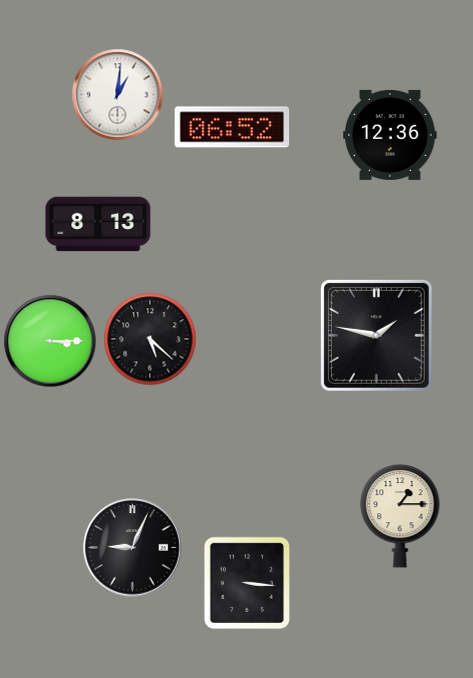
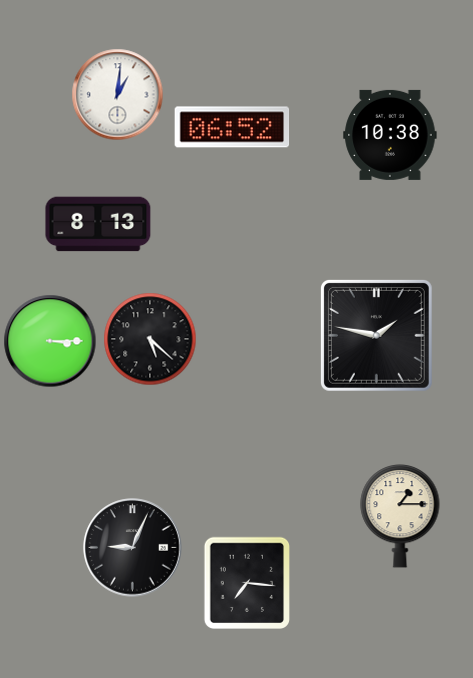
clock at (390, 135): 12:36 -> 10:38
clock at (246, 582): 3:16 -> 7:16
